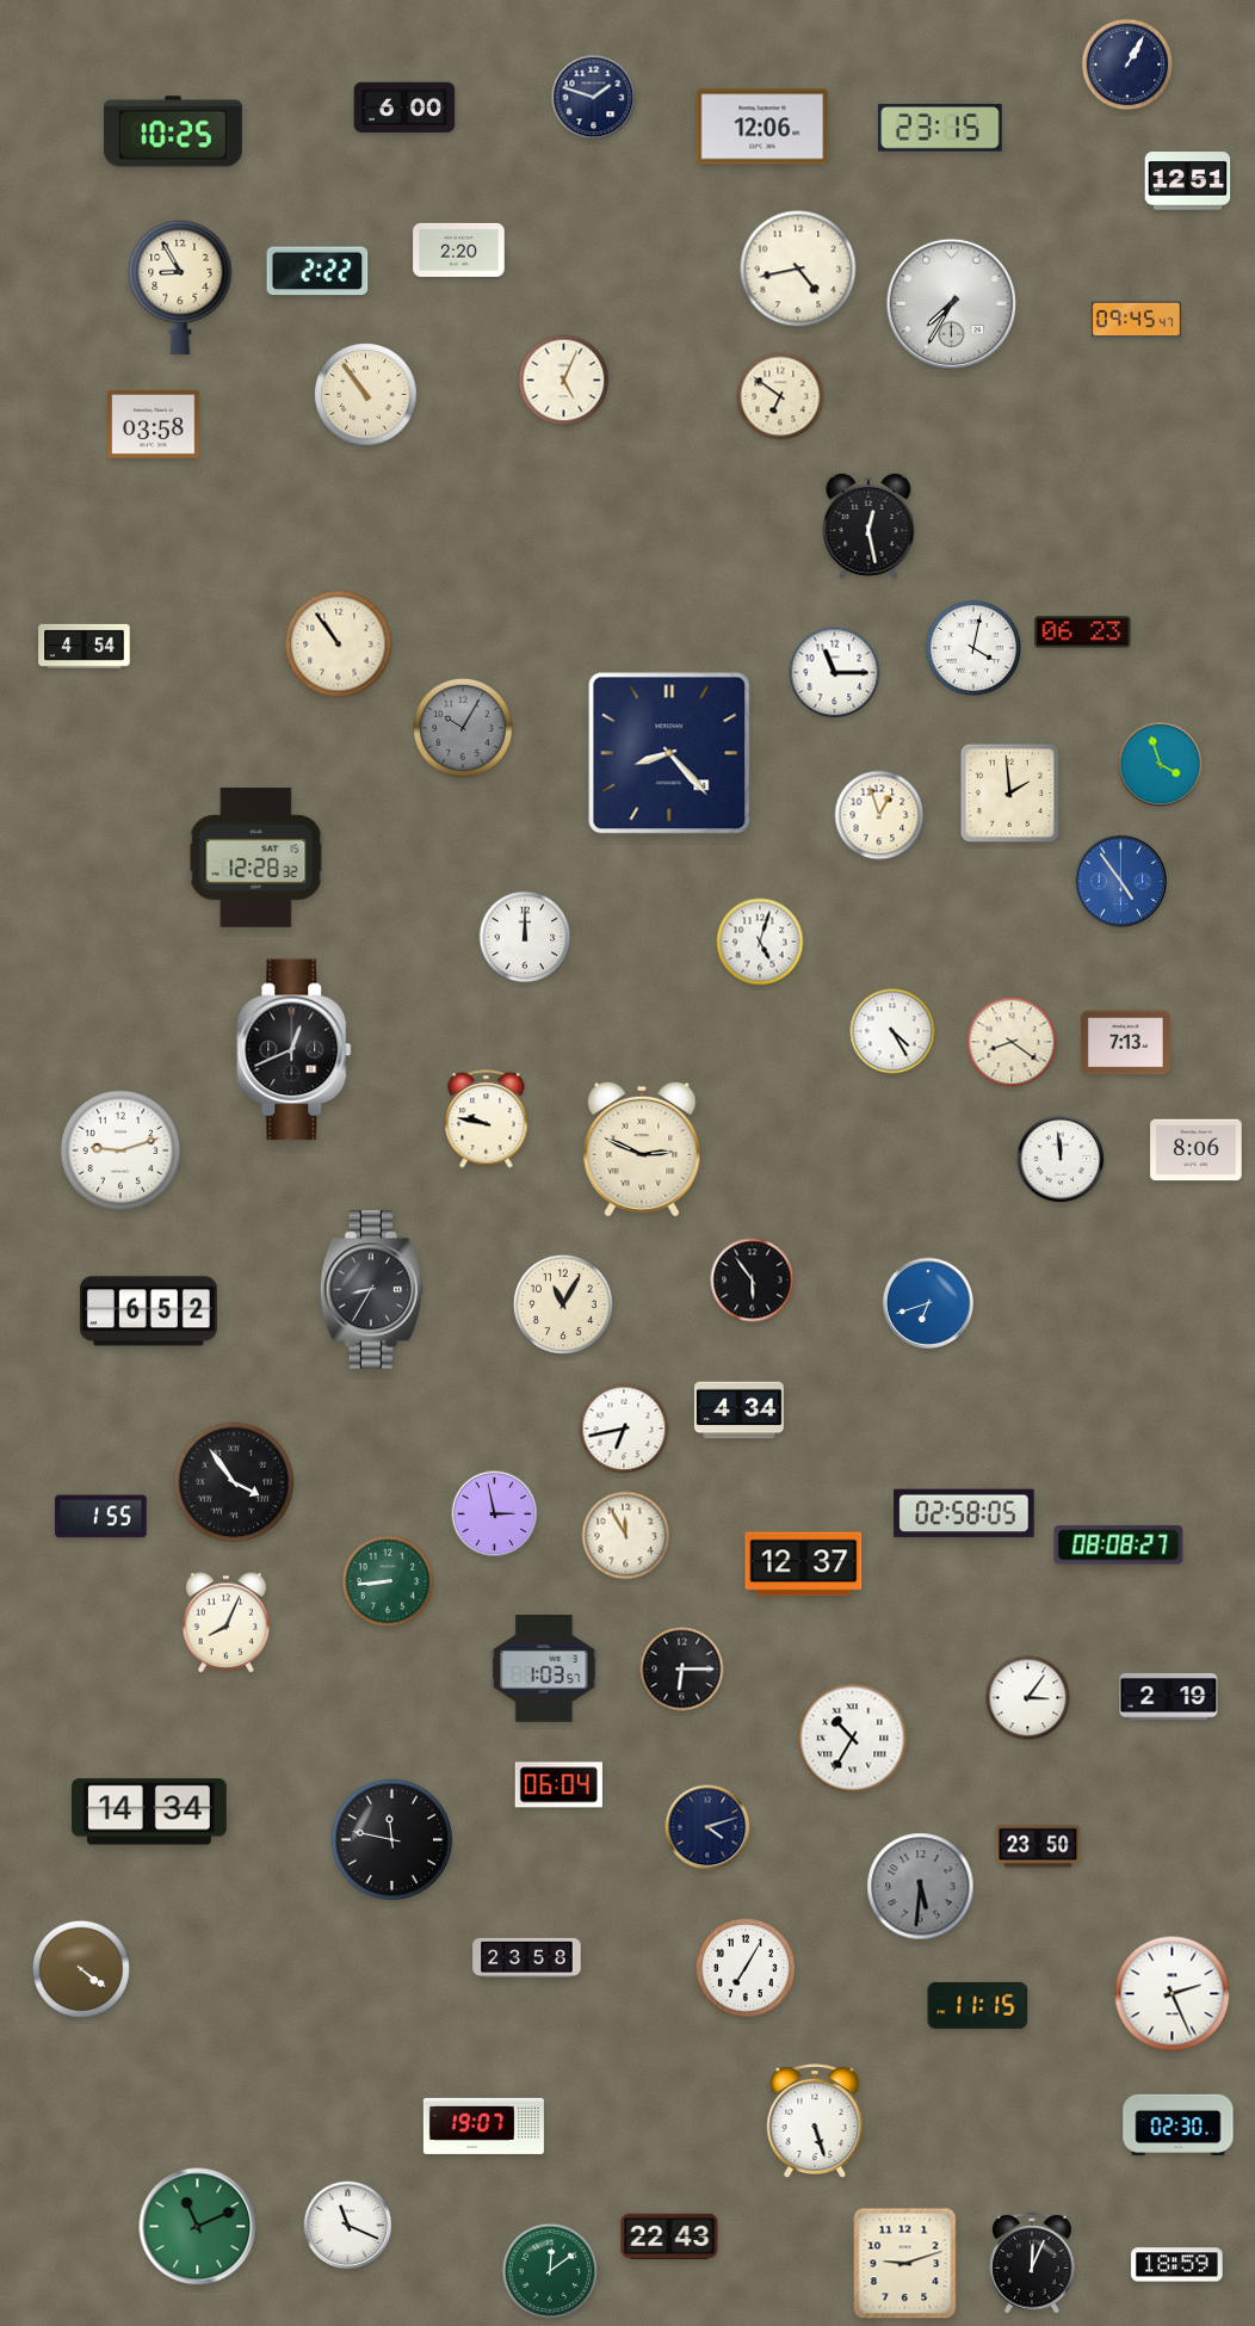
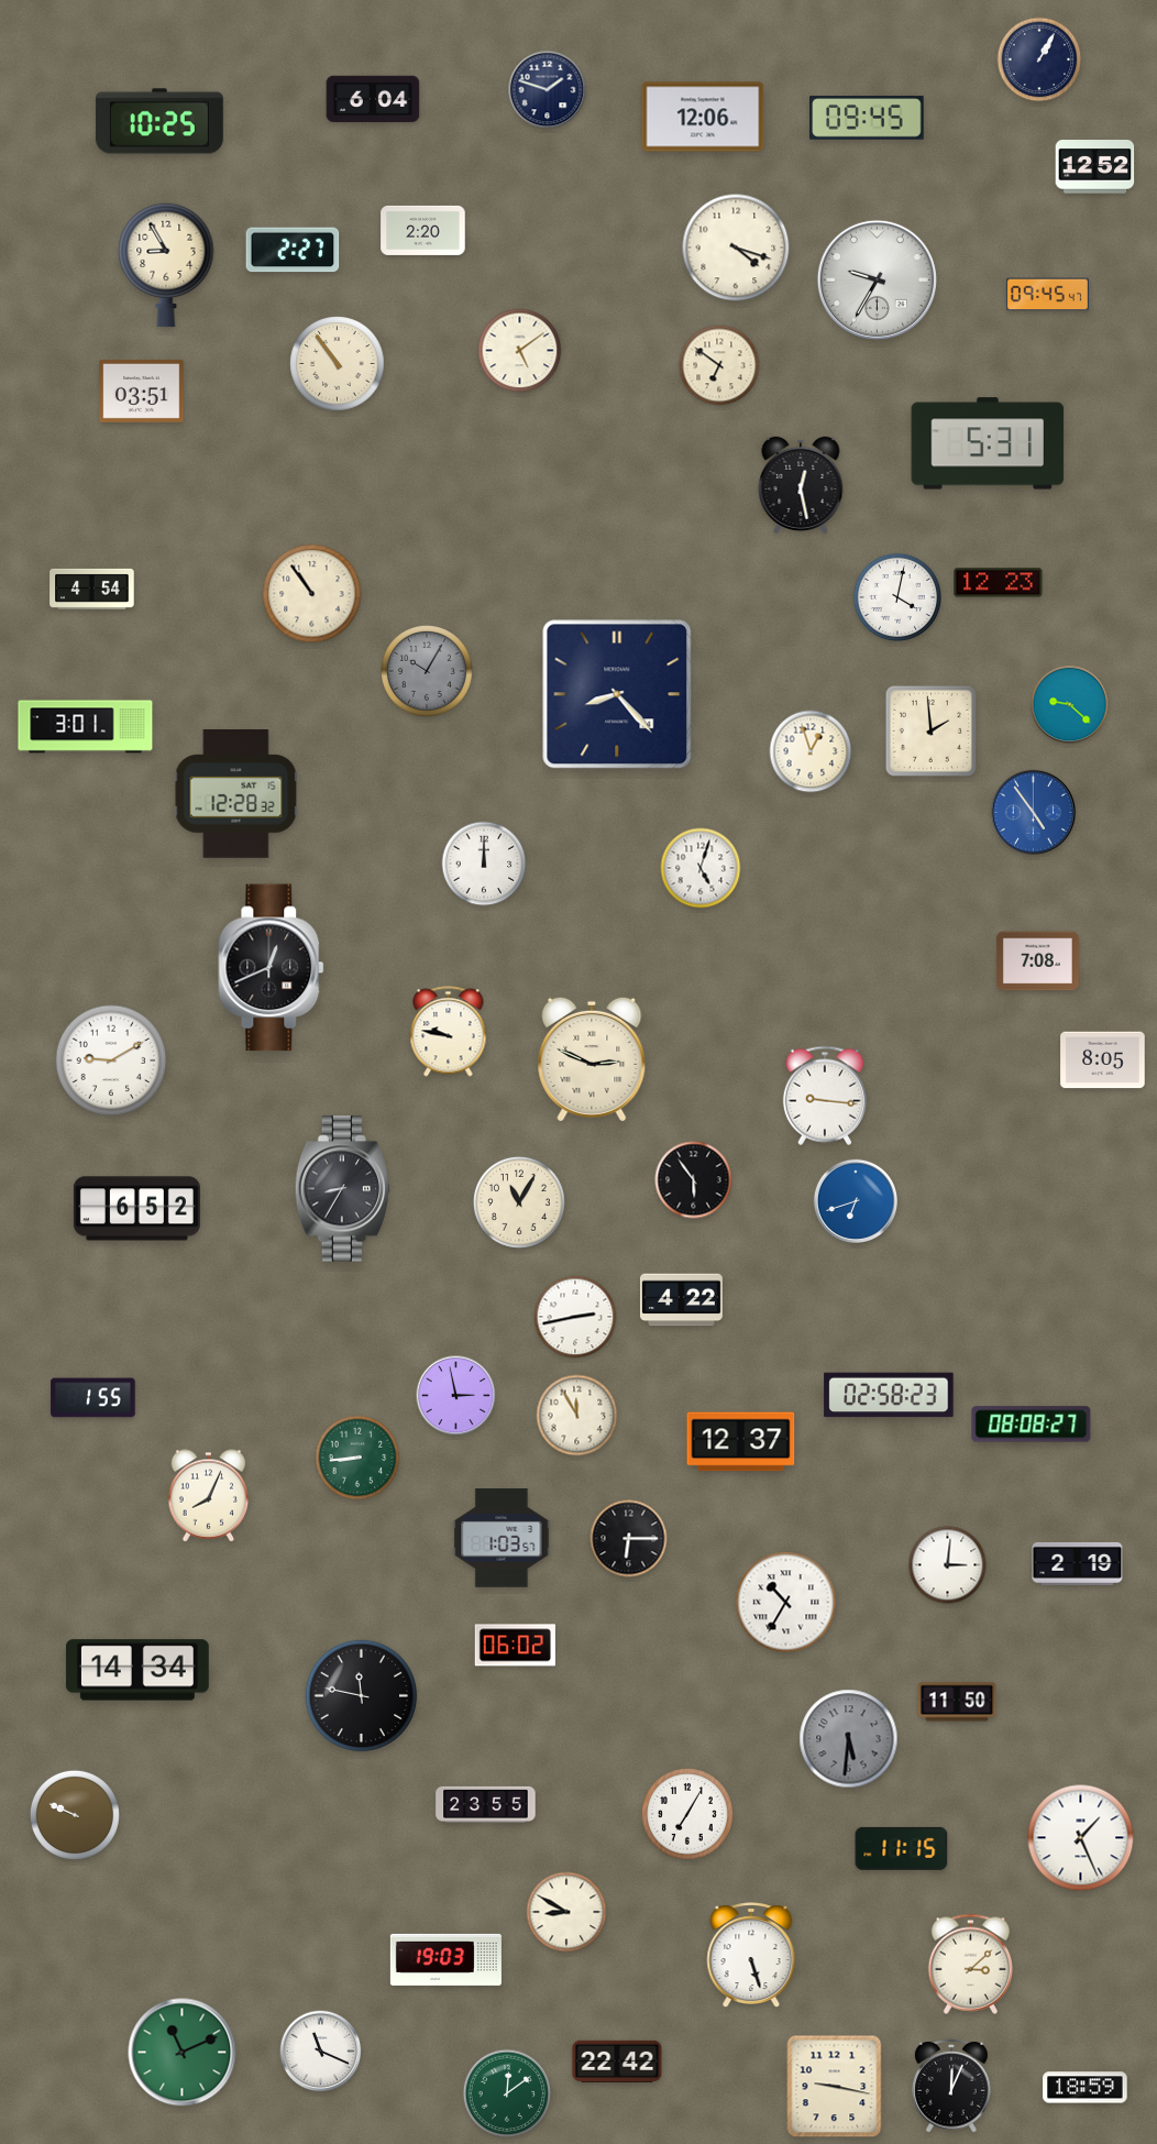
clock at (404, 107): 6:00 -> 6:04
clock at (940, 128): 23:15 -> 09:45
clock at (1188, 181): 12:51 -> 12:52
clock at (798, 269): 4:43 -> 4:18
clock at (317, 271): 2:22 -> 2:27
clock at (951, 303): 7:35 -> 9:35
clock at (564, 381): 5:04 -> 5:09
clock at (154, 424): 03:58 -> 03:51
clock at (988, 443): none -> 5:31
clock at (1083, 633): 06:23 -> 12:23
clock at (85, 646) position: (85, 646) -> (92, 589)
clock at (835, 673): 11:15 -> none
clock at (1161, 765): 3:57 -> 9:22
clock at (86, 727): none -> 3:01
clock at (256, 858) position: (256, 858) -> (236, 794)
clock at (892, 1031): 4:25 -> none
clock at (1012, 1042): 8:21 -> none
clock at (1125, 1043): 7:13 -> 7:08
clock at (120, 1150): 9:12 -> 9:10
clock at (1197, 1150): 8:06 -> 8:05
clock at (1061, 1159): 11:59 -> none
clock at (825, 1096): none -> 9:16
clock at (738, 1411): 4:34 -> 4:22
clock at (624, 1429): 6:43 -> 2:43
clock at (234, 1482): 3:54 -> none
clock at (964, 1513): 02:58:05 -> 02:58:23
clock at (1028, 1698): 3:06 -> 3:01
clock at (558, 1785): 06:04 -> 06:02
clock at (707, 1827): 4:12 -> none
clock at (1038, 1846): 23:50 -> 11:50
clock at (527, 1957): 23:58 -> 23:55
clock at (81, 1969): 4:21 -> 9:49
clock at (1173, 1994): 2:26 -> 1:26
clock at (566, 1912): none -> 8:50
clock at (1179, 2124): 02:30 -> none
clock at (483, 2126): 19:07 -> 19:03
clock at (971, 1964): none -> 3:08
clock at (669, 2236): 22:43 -> 22:42
clock at (905, 2264): 9:12 -> 9:17
